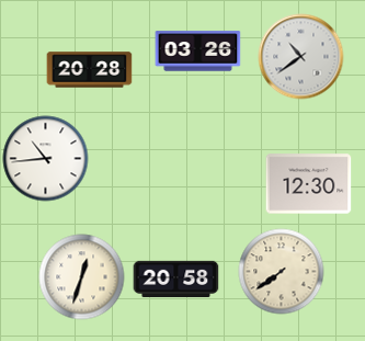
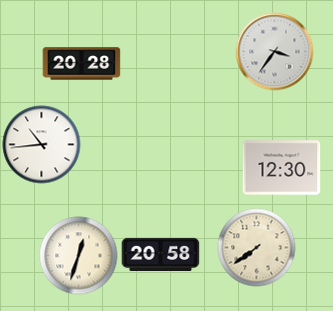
clock at (197, 52): 03:26 -> none
clock at (300, 56): 10:39 -> 3:36
clock at (81, 276) position: (81, 276) -> (78, 255)
